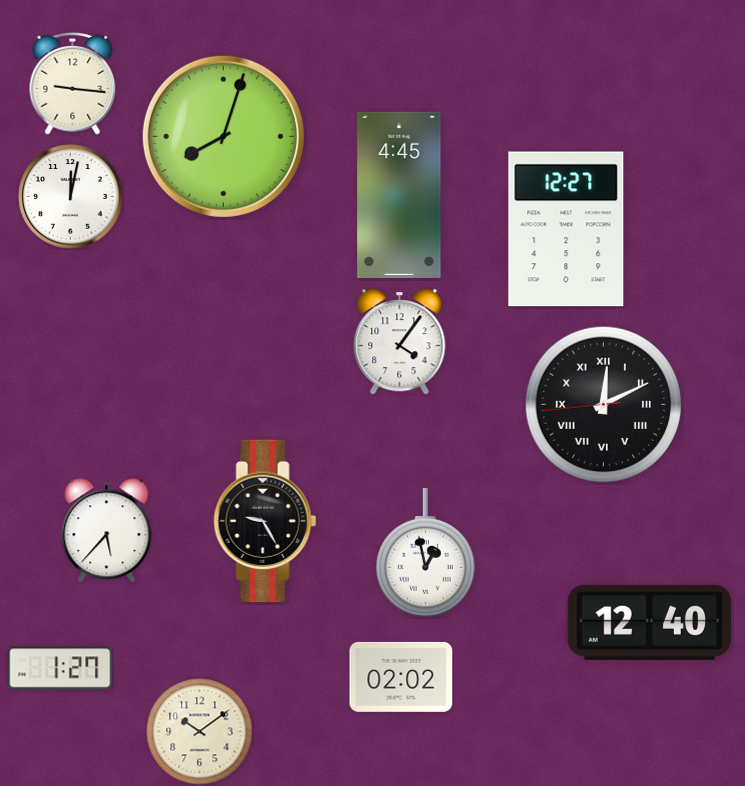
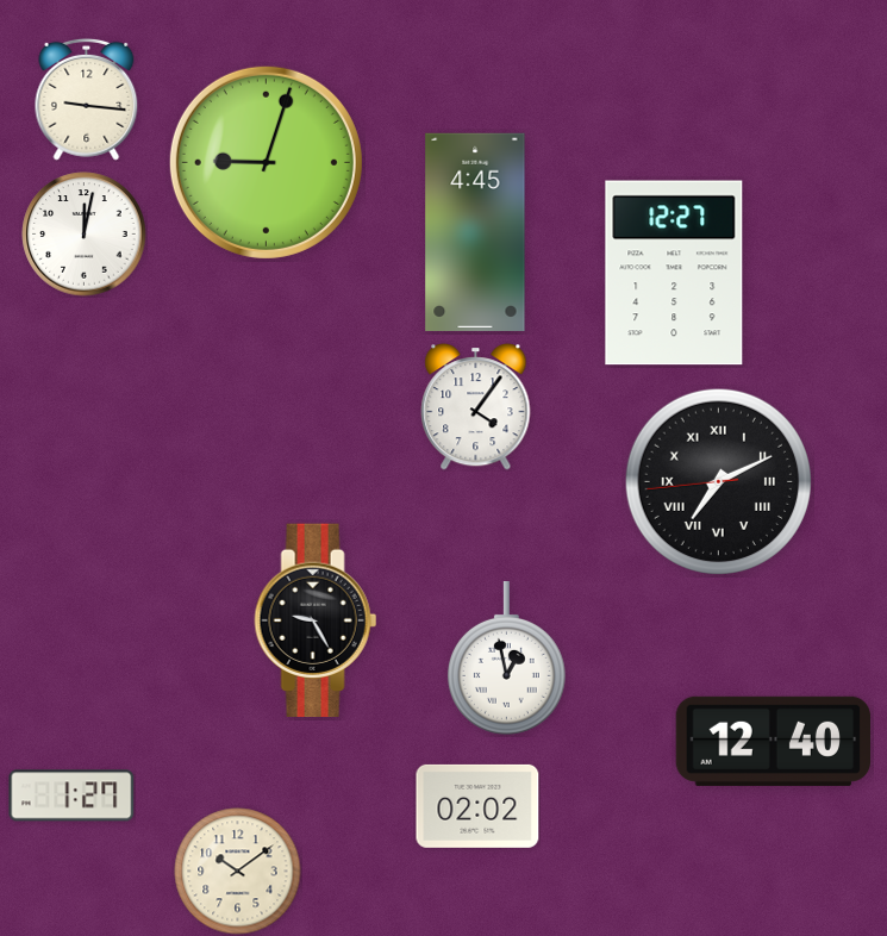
clock at (223, 136): 8:03 -> 9:03
clock at (603, 404): 12:10 -> 7:10
clock at (107, 531): 5:37 -> none
